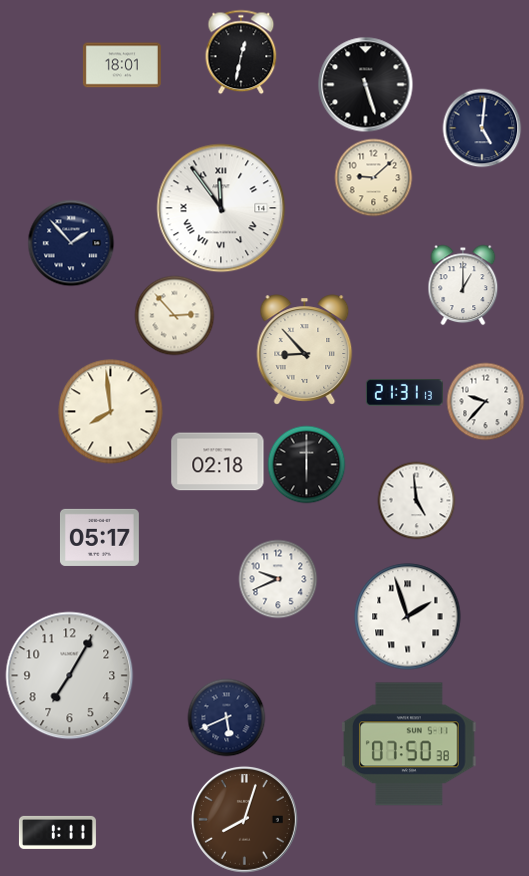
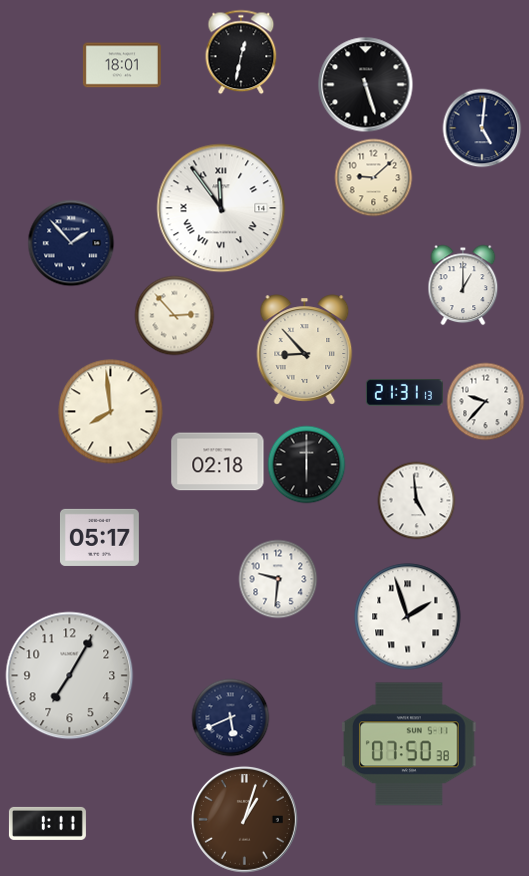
clock at (278, 579): 9:41 -> 9:31
clock at (226, 717) position: (226, 717) -> (230, 717)
clock at (245, 820): 8:03 -> 1:03
clock at (57, 832) position: (57, 832) -> (47, 823)
